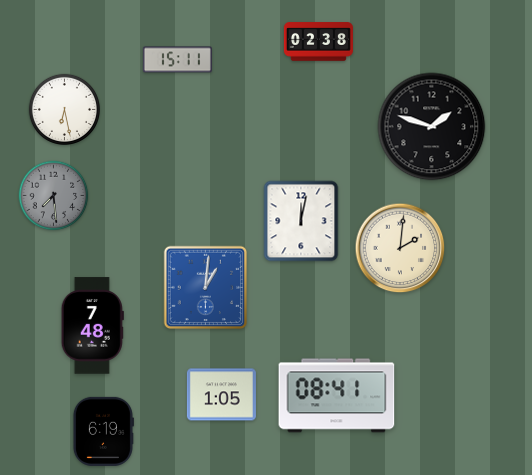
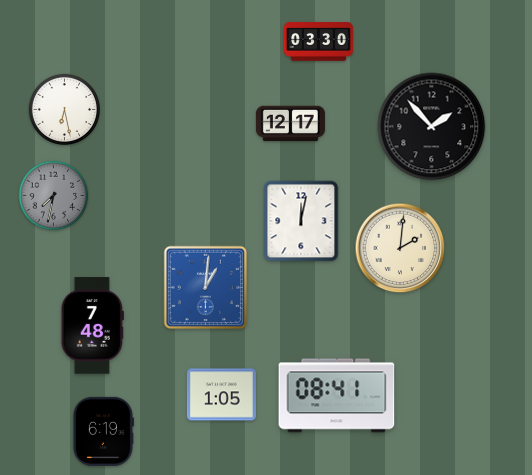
clock at (318, 42): 02:38 -> 03:30
clock at (177, 60): 15:11 -> none
clock at (290, 124): none -> 12:17
clock at (432, 127): 1:48 -> 1:53
clock at (54, 196): 7:29 -> 7:32
